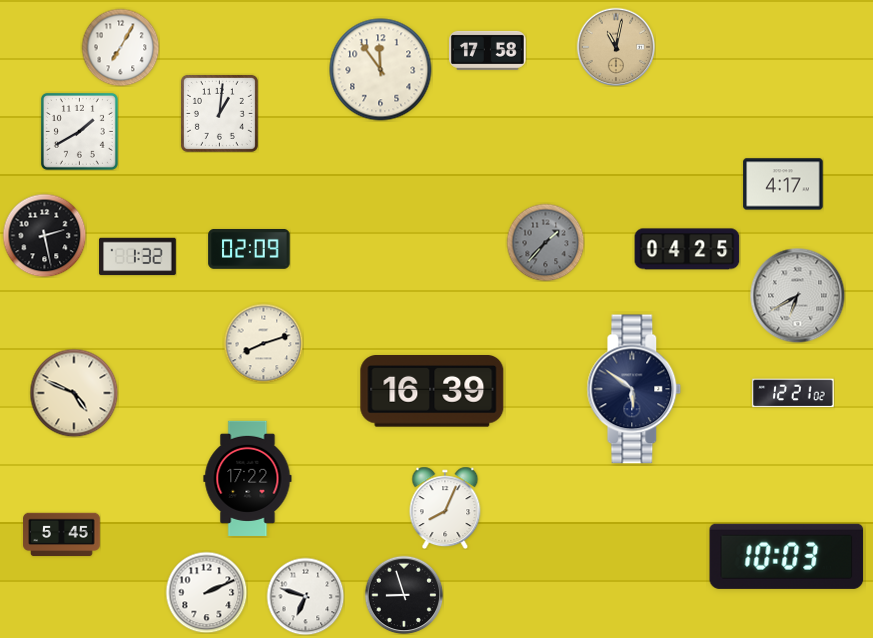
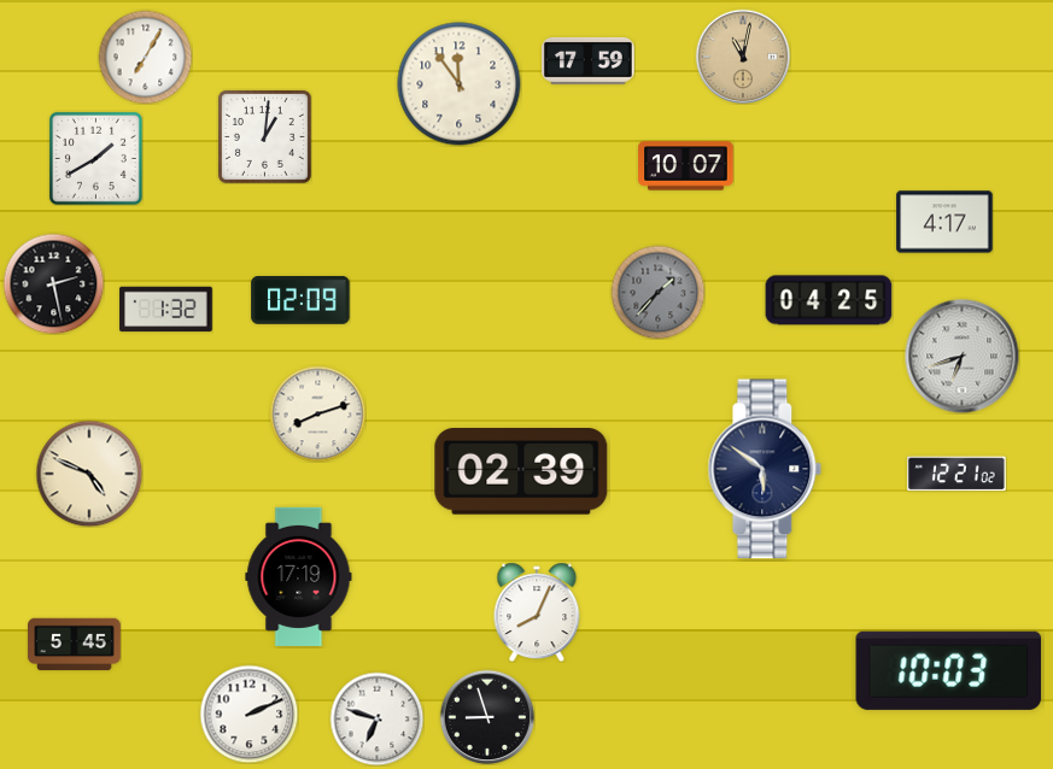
clock at (488, 50): 17:58 -> 17:59
clock at (686, 166): none -> 10:07
clock at (797, 295): 6:40 -> 6:42
clock at (432, 392): 16:39 -> 02:39
clock at (248, 478): 17:22 -> 17:19
clock at (305, 596) position: (305, 596) -> (376, 718)
